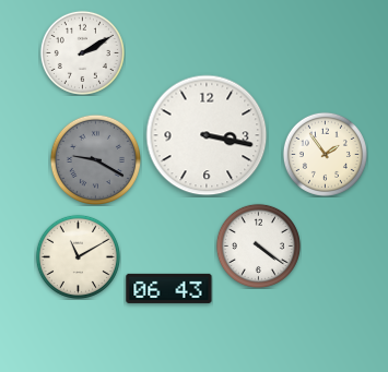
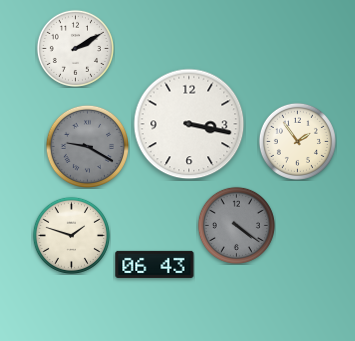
clock at (258, 245) dial: white -> grey
clock at (78, 256): 11:10 -> 1:48
